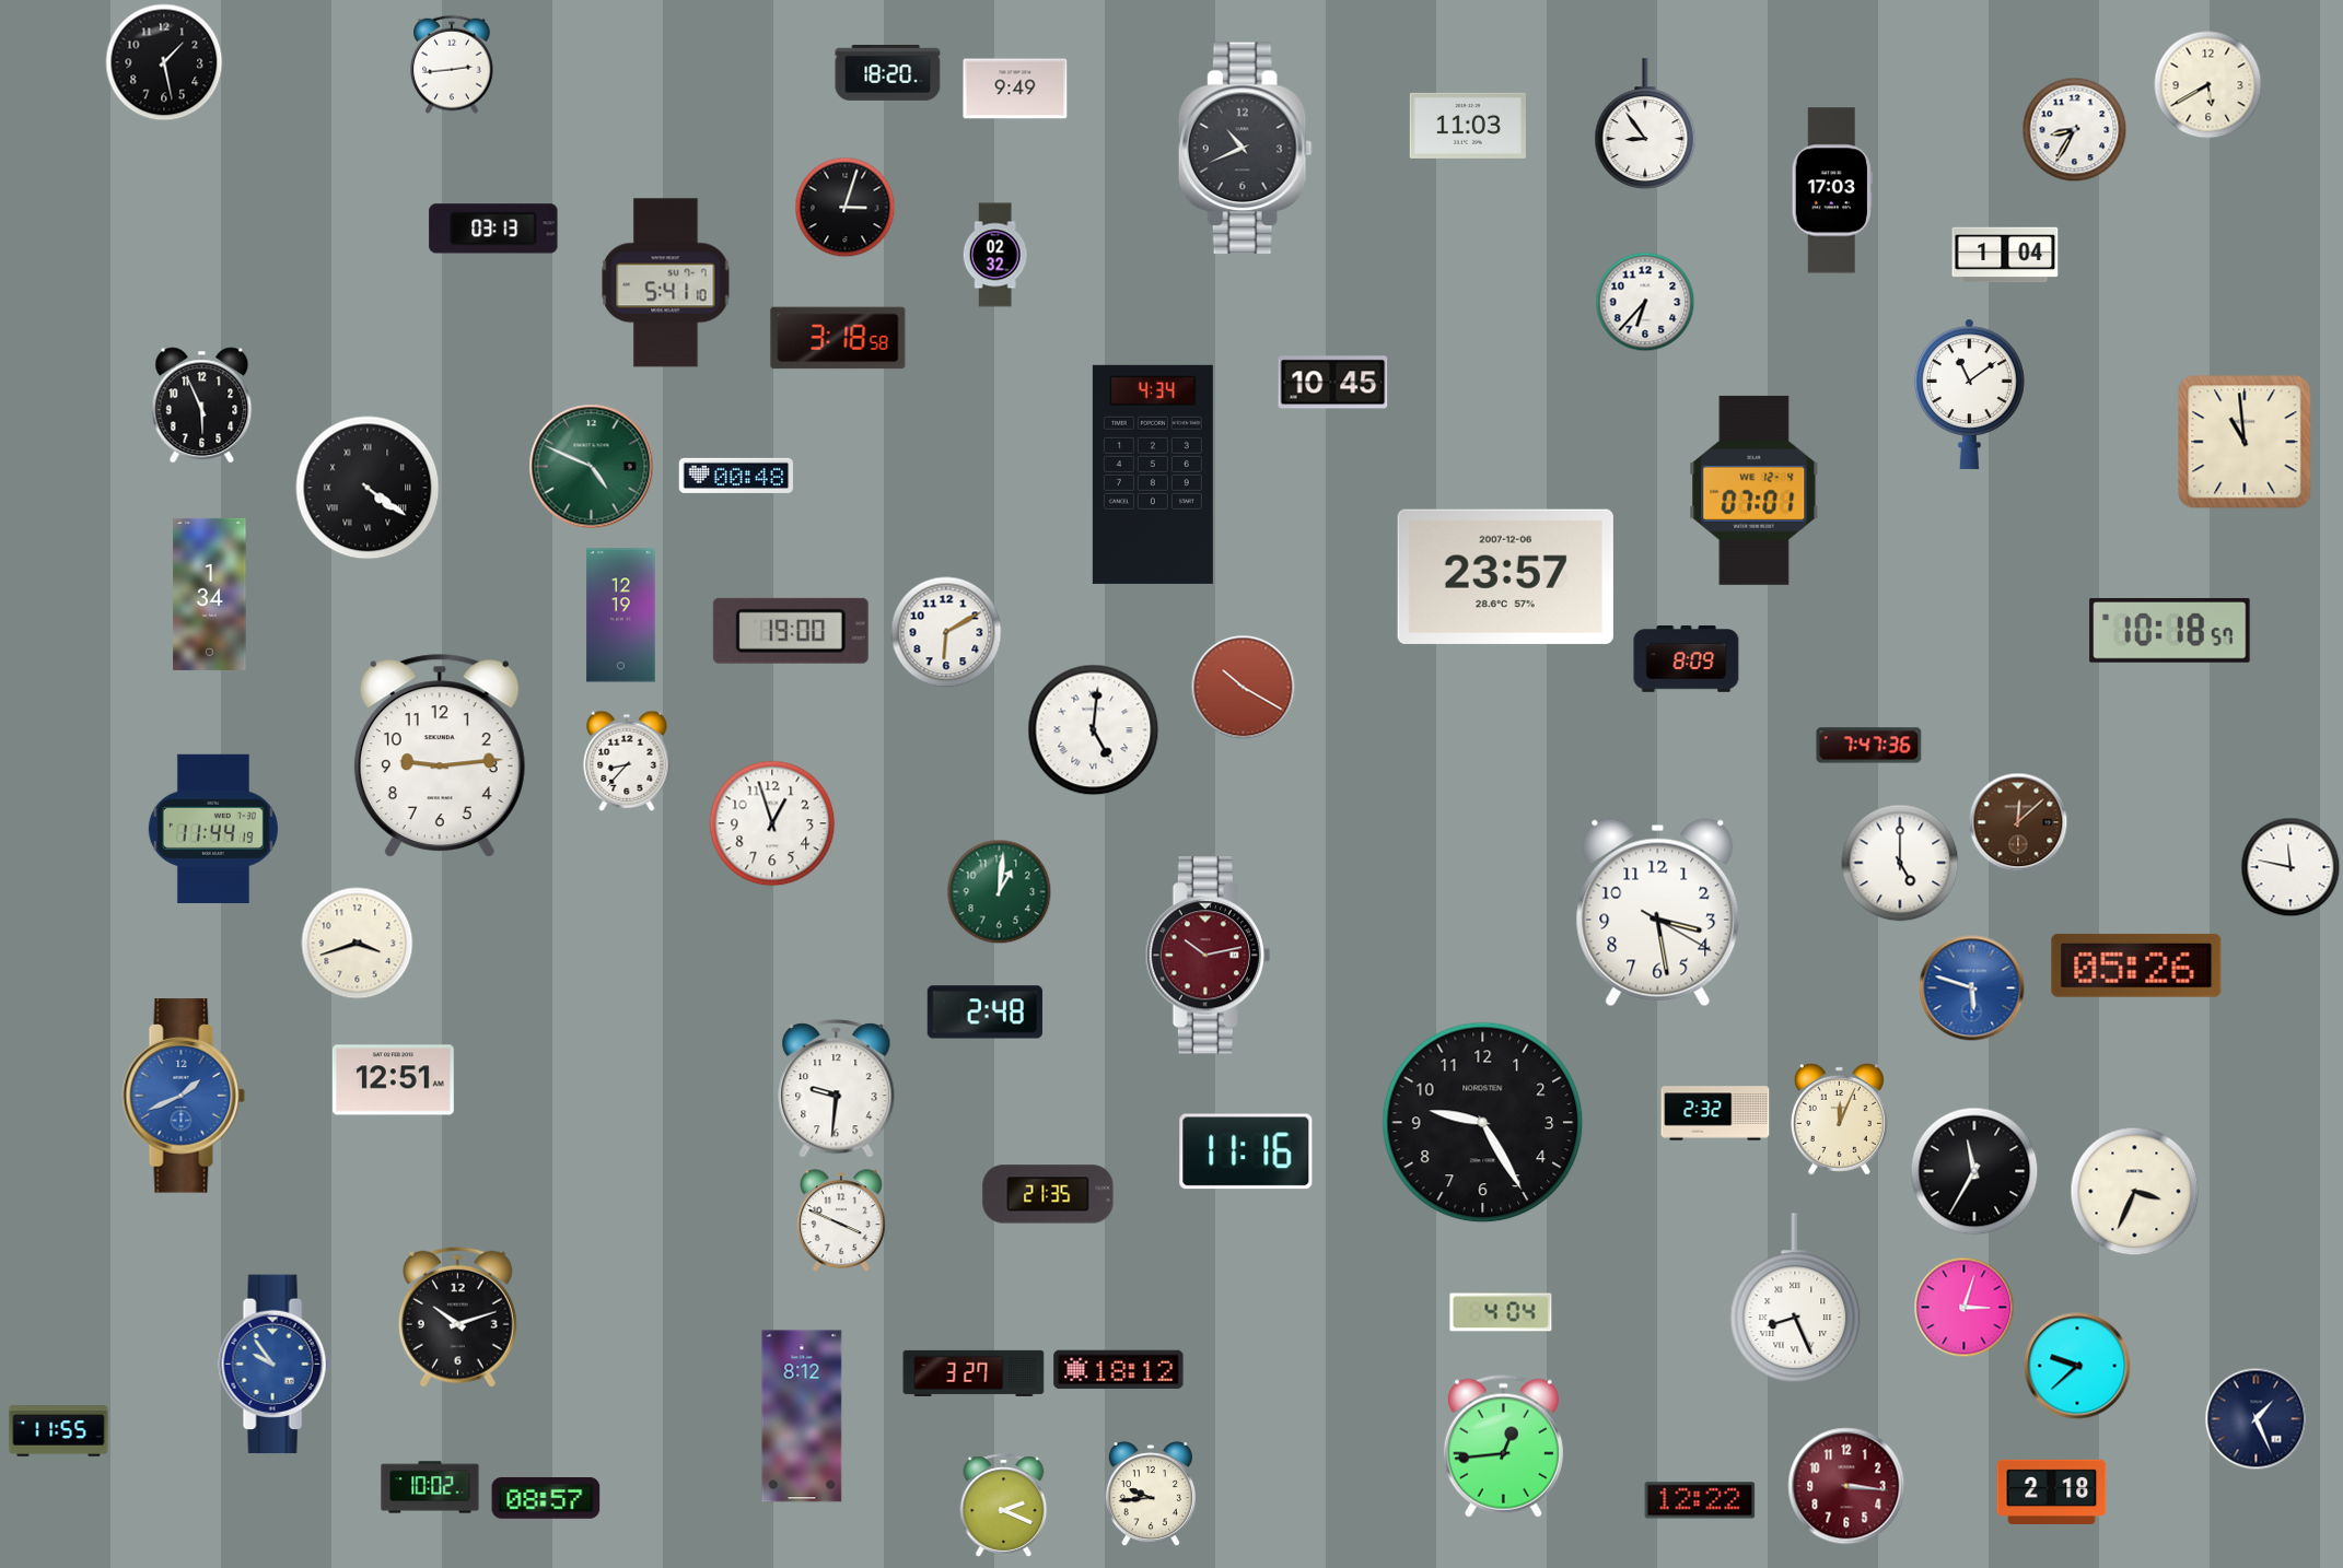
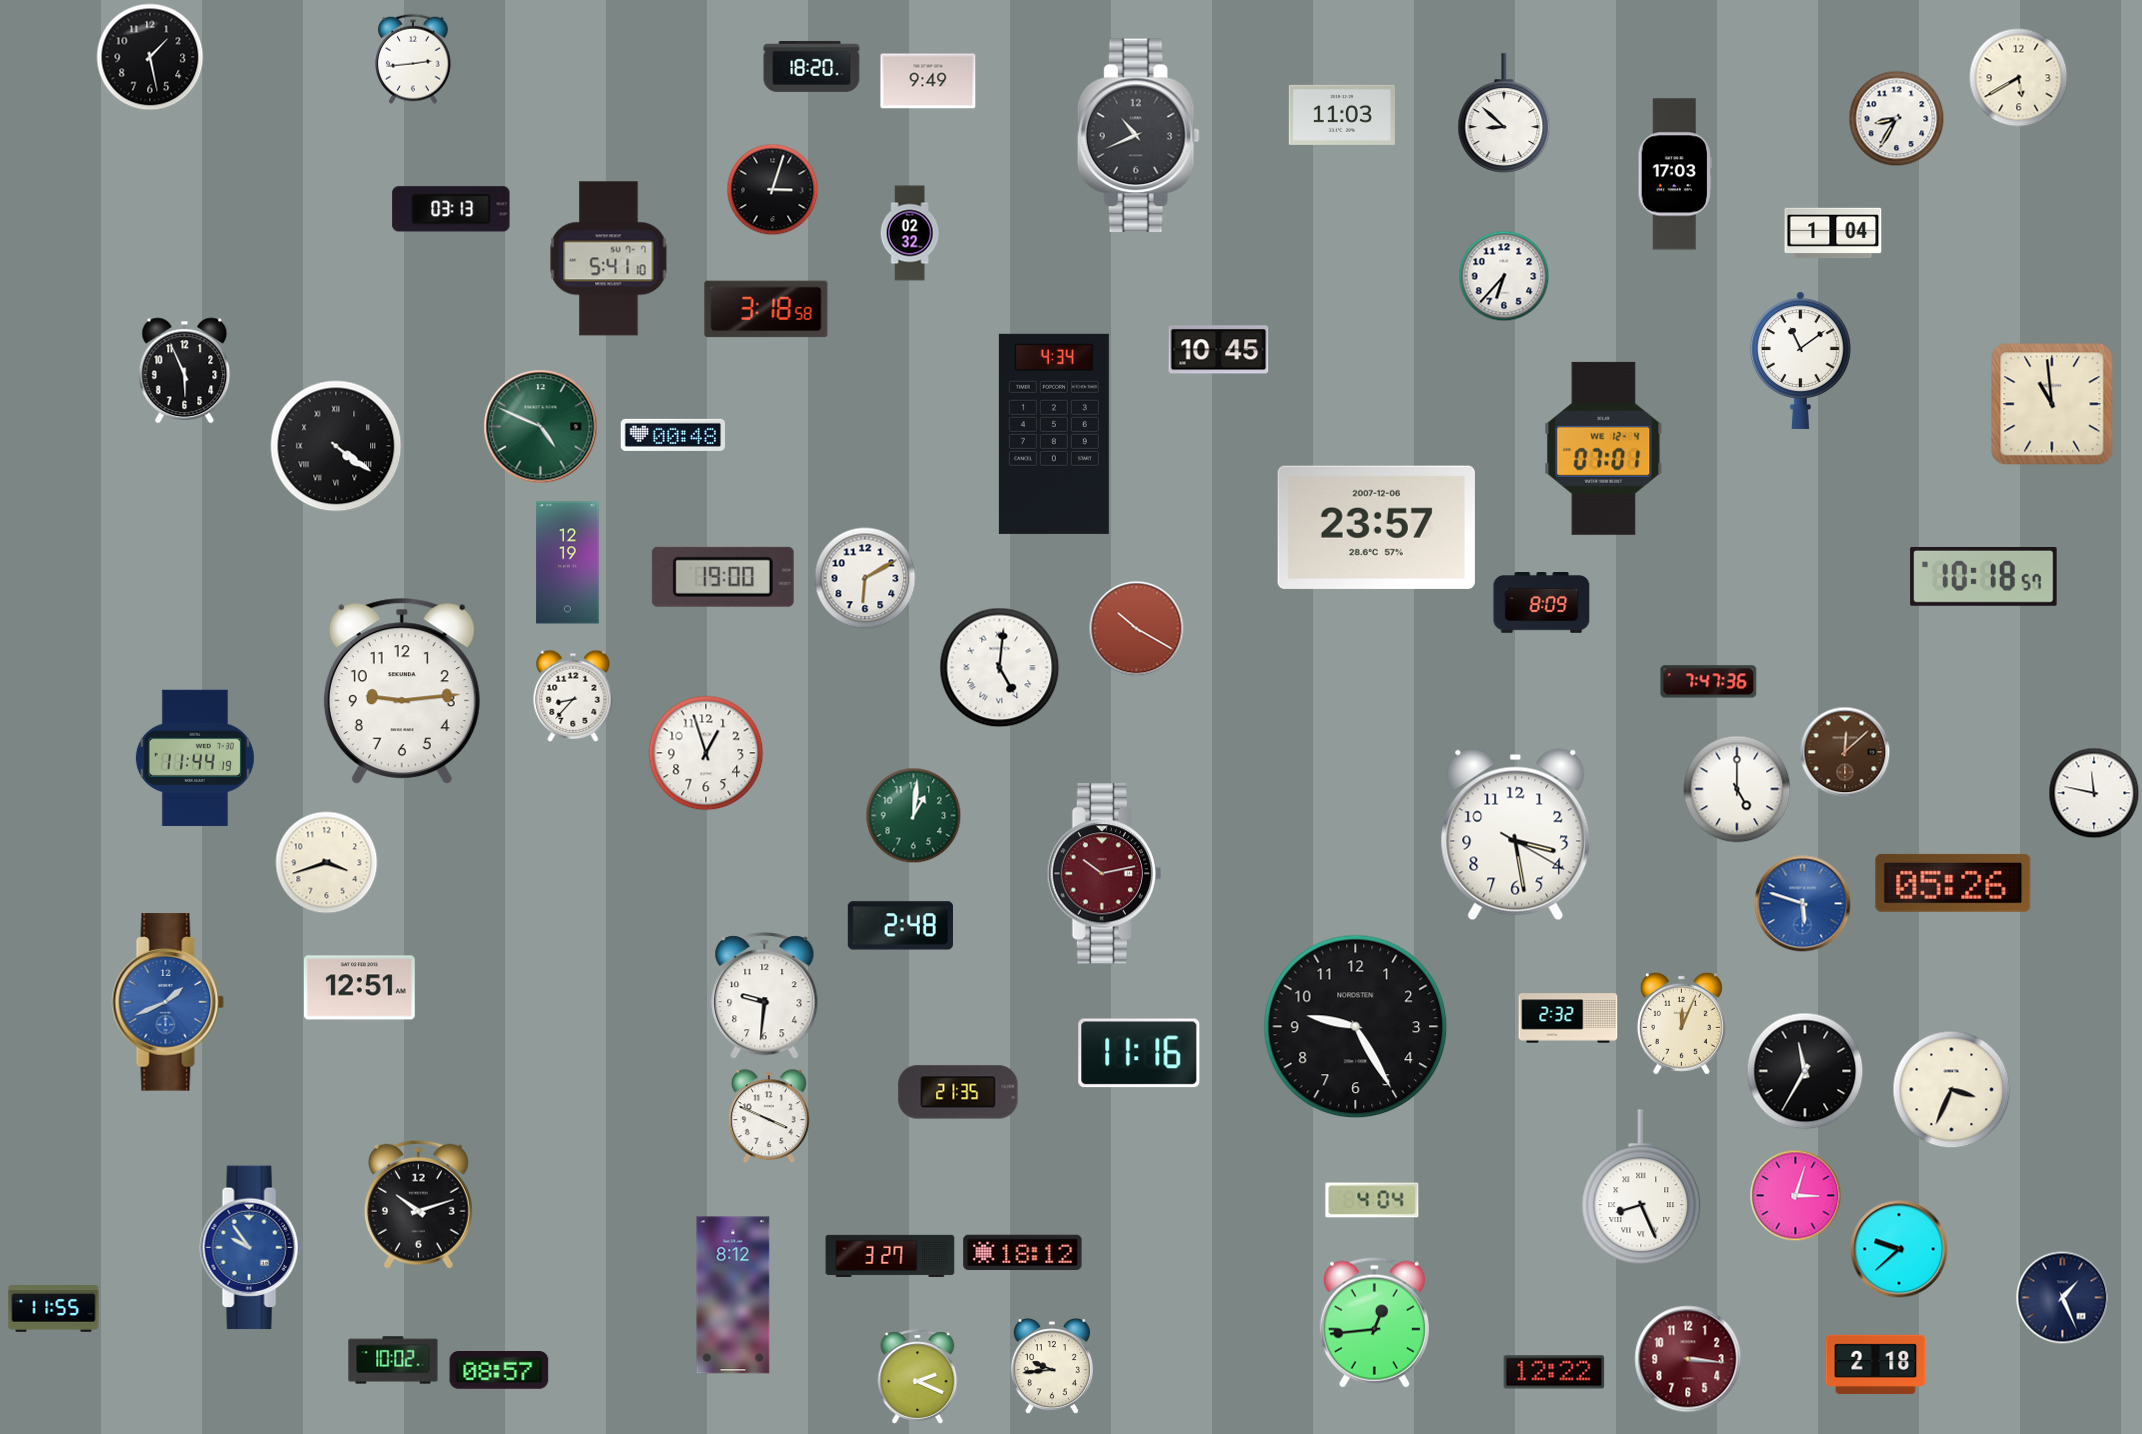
clock at (1645, 124): 8:54 -> 8:52
clock at (210, 594): 1:34 -> none
